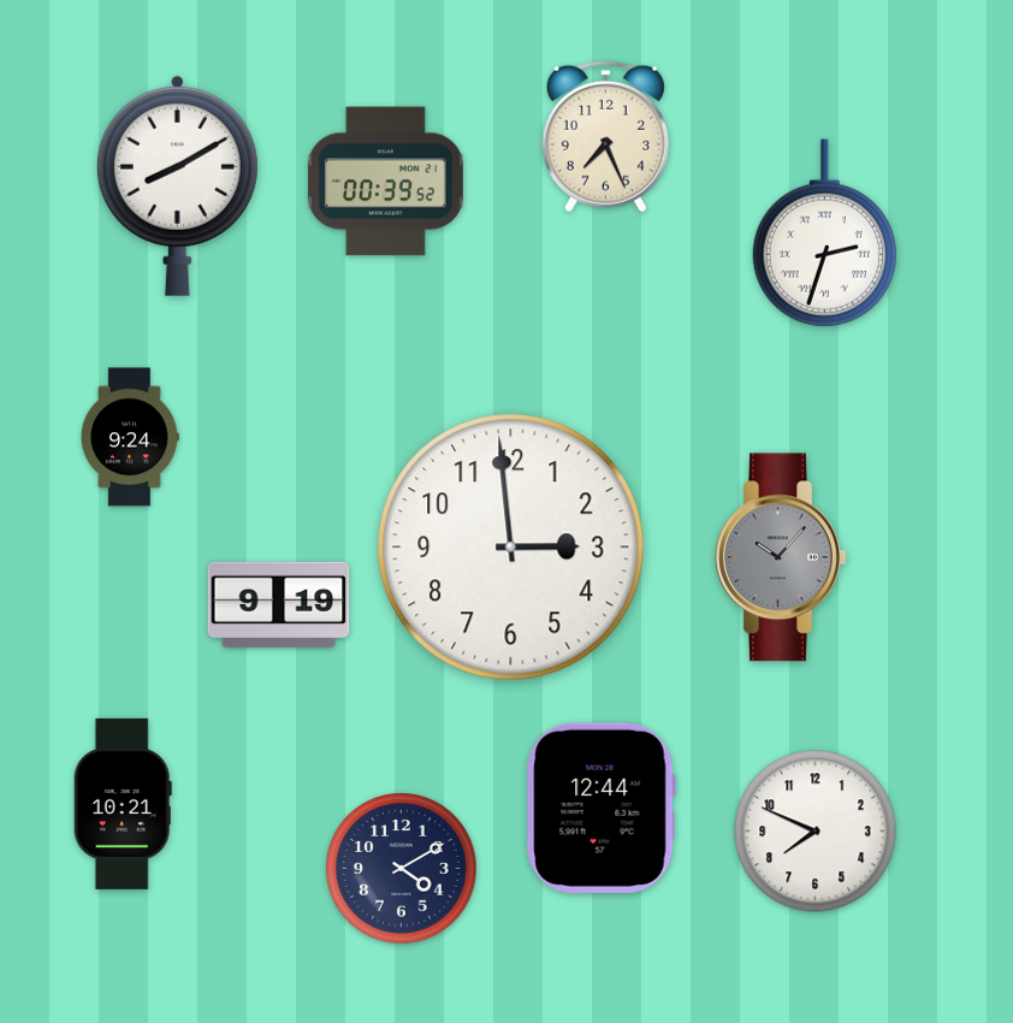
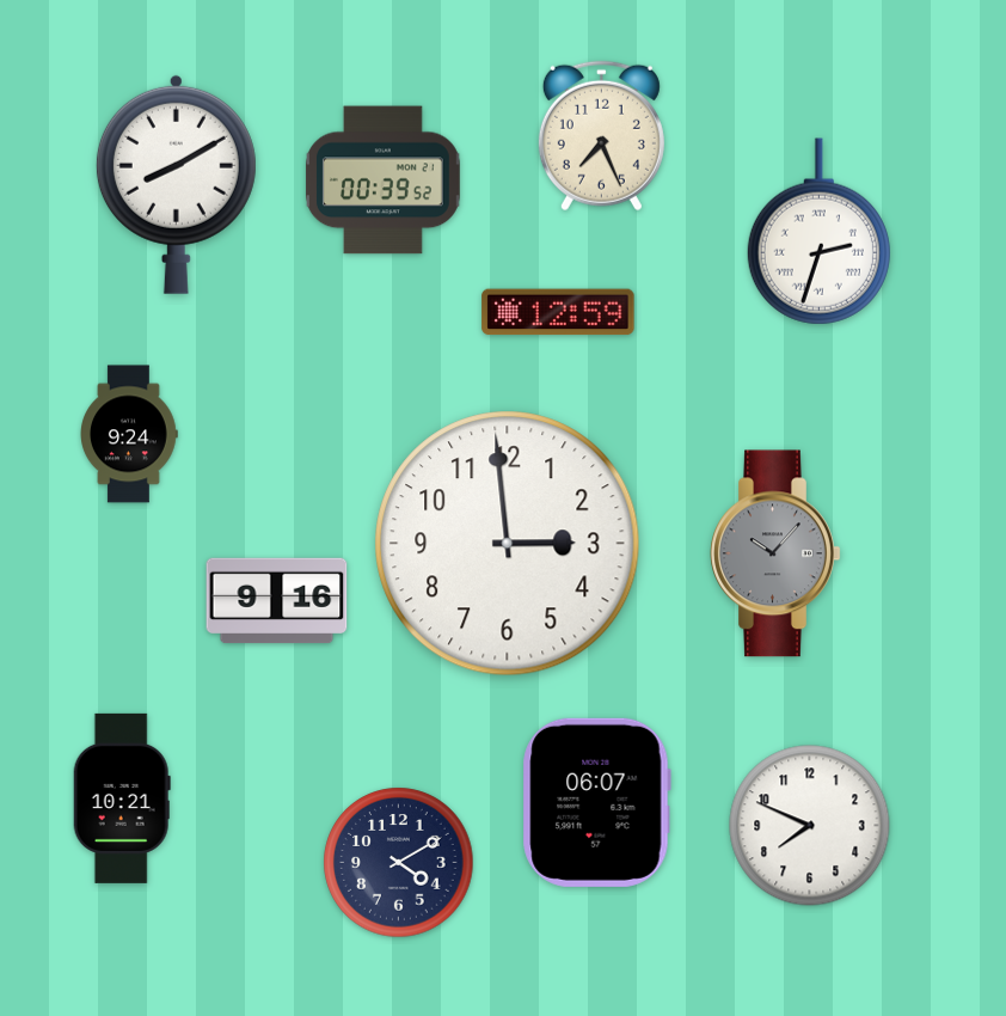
clock at (558, 312): none -> 12:59
clock at (279, 605): 9:19 -> 9:16
clock at (600, 808): 12:44 -> 06:07
